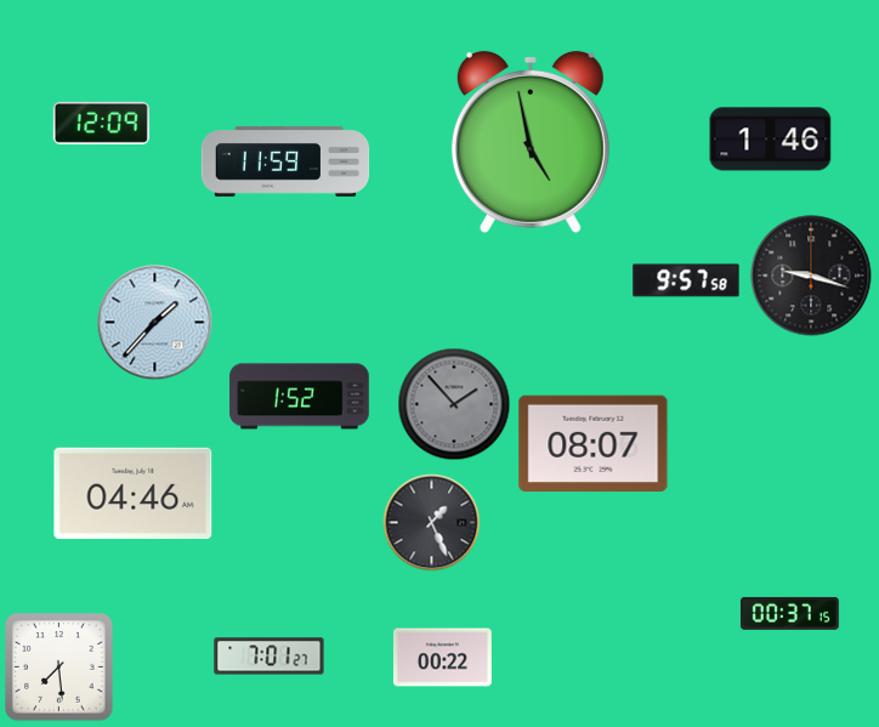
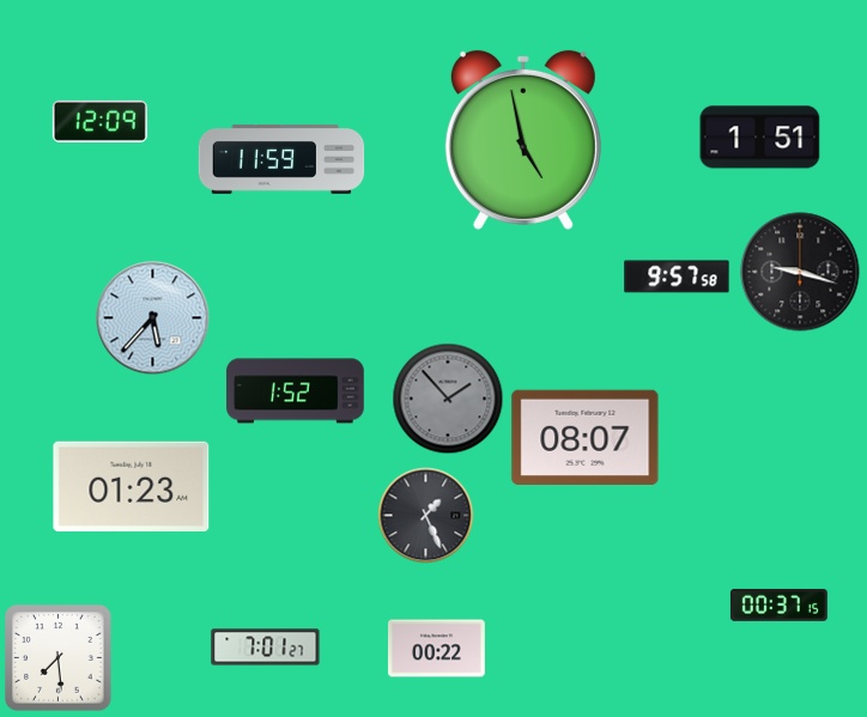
clock at (771, 140): 1:46 -> 1:51
clock at (155, 323): 1:37 -> 5:37
clock at (134, 493): 04:46 -> 01:23
